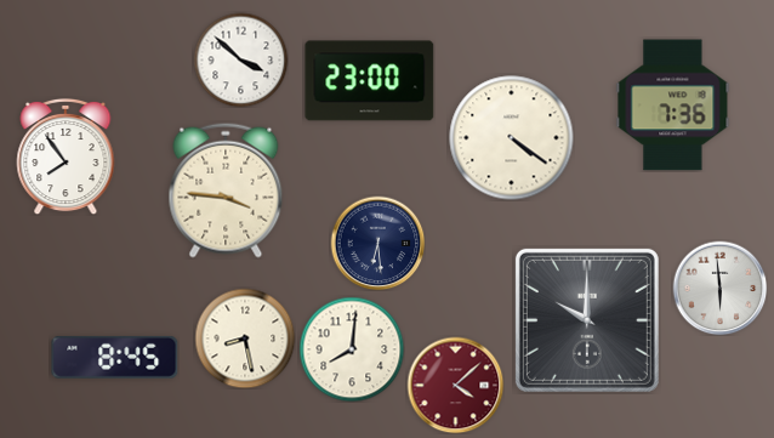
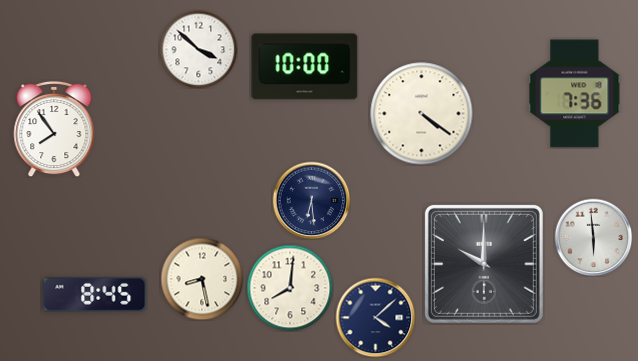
clock at (370, 81): 23:00 -> 10:00
clock at (673, 106) position: (673, 106) -> (575, 94)
clock at (226, 190): 3:46 -> none
clock at (455, 385) dial: burgundy -> navy
